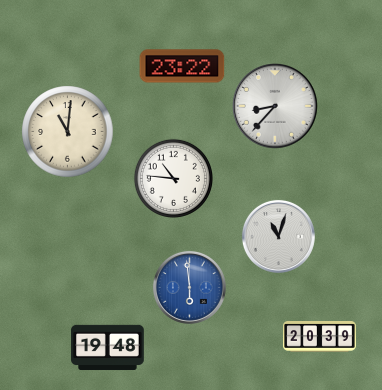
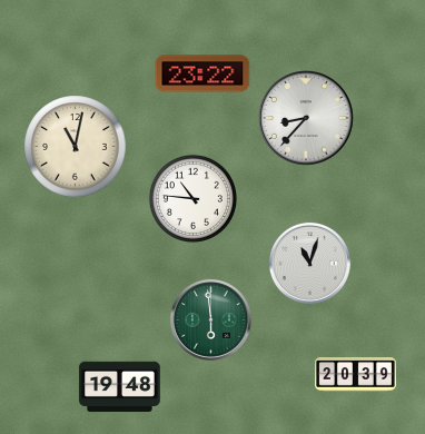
clock at (68, 132): 11:01 -> 11:02
clock at (189, 287) dial: blue -> green
